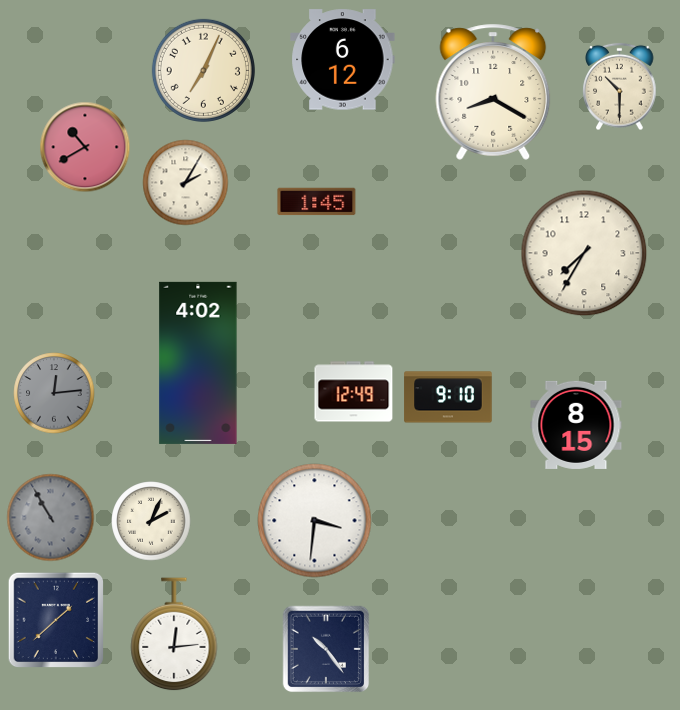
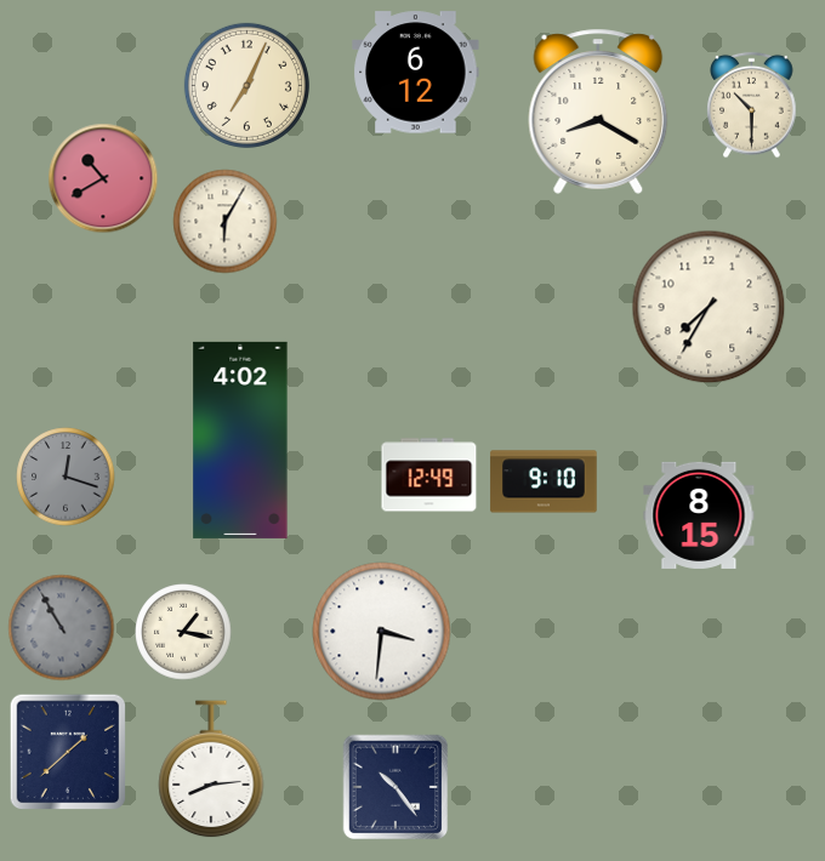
clock at (186, 183): 2:05 -> 6:05
clock at (317, 202): 1:45 -> none
clock at (54, 393): 12:14 -> 12:18
clock at (151, 521): 2:04 -> 1:17
clock at (174, 635): 12:14 -> 8:14
